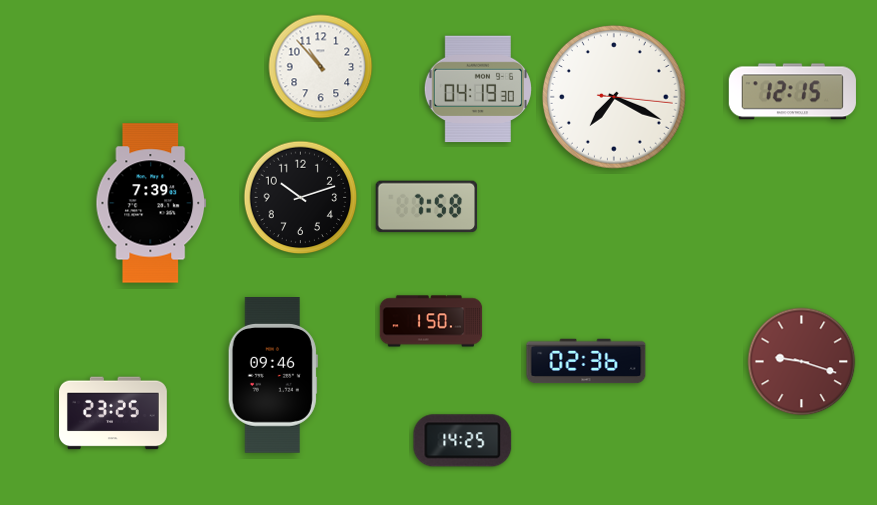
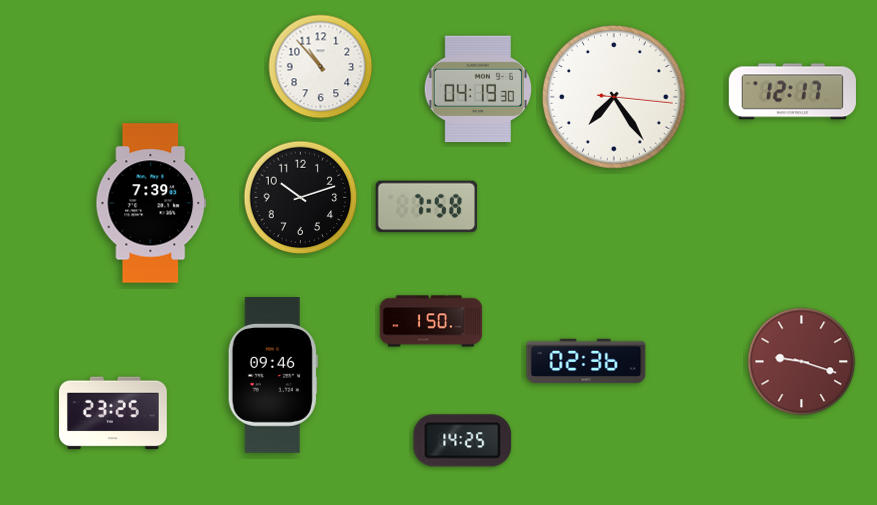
clock at (792, 92): 12:15 -> 12:17
clock at (615, 97): 7:19 -> 7:24
